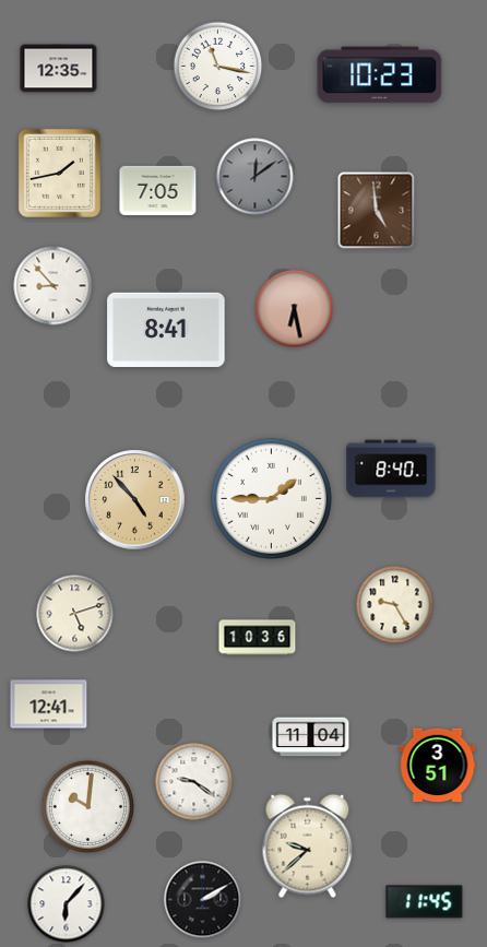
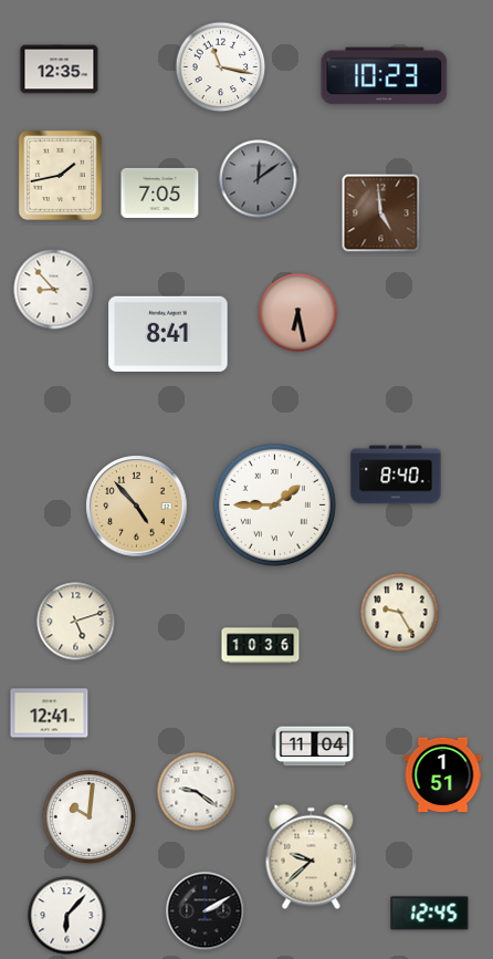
clock at (438, 766): 3:51 -> 1:51
clock at (425, 902): 11:45 -> 12:45
